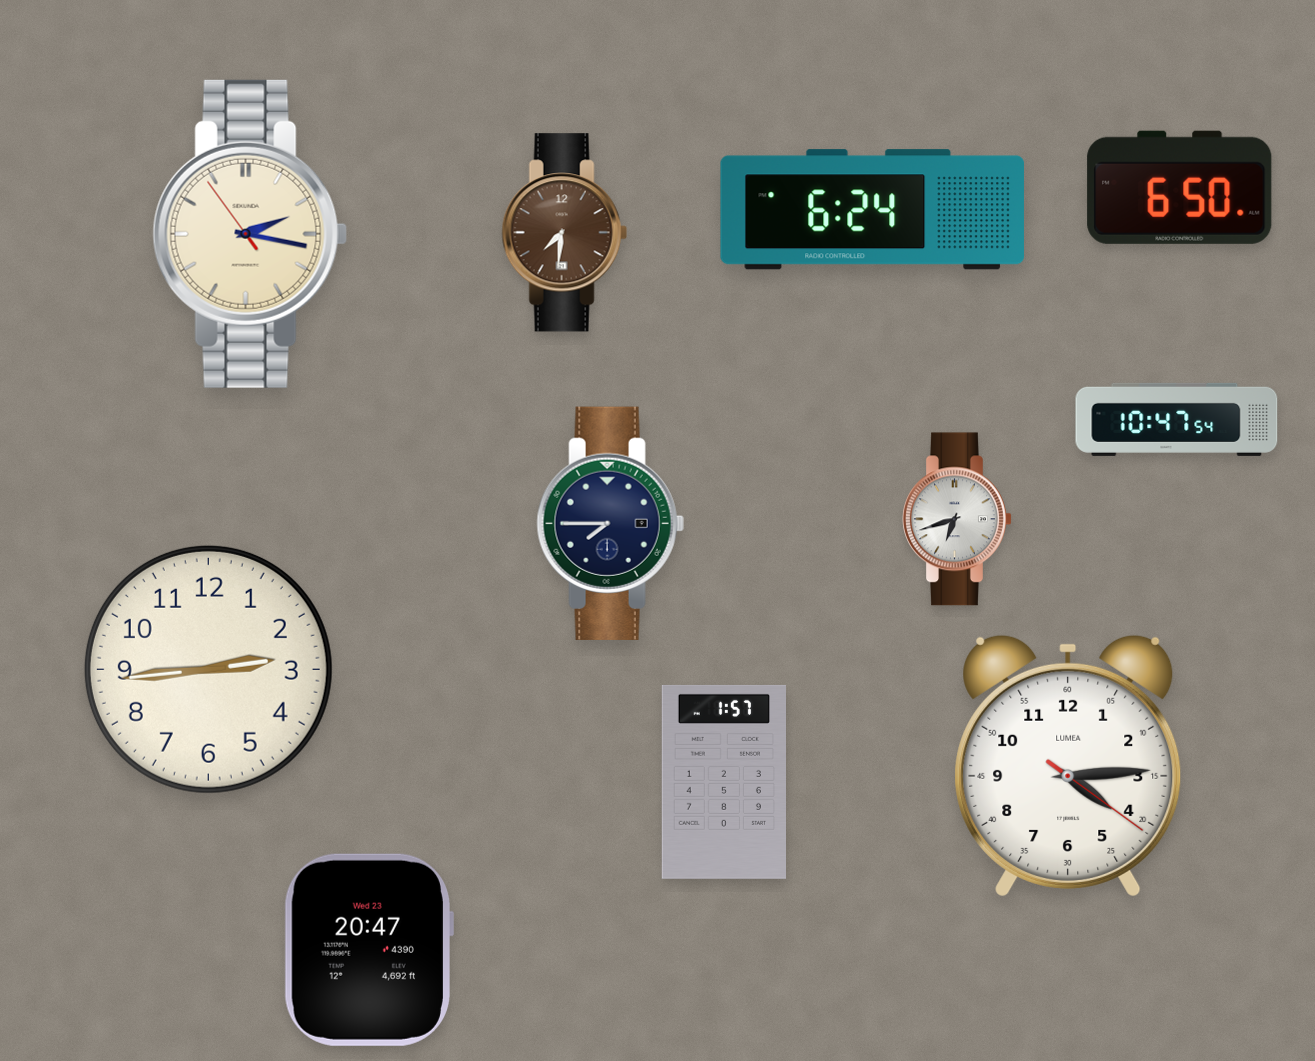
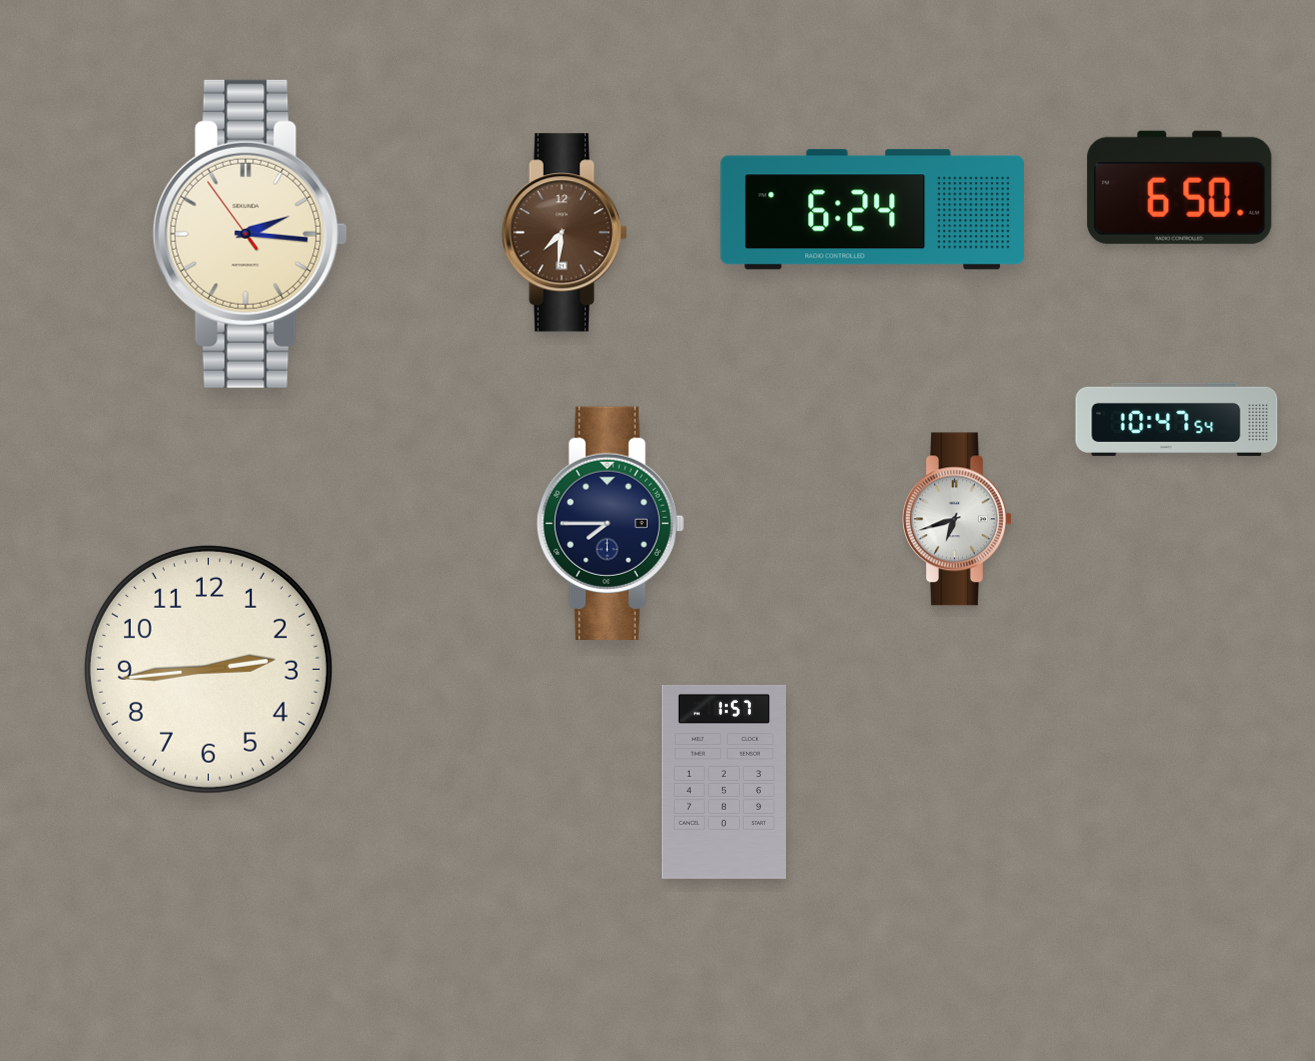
clock at (250, 234): 2:16 -> 2:15
clock at (1068, 766): 4:14 -> none
clock at (368, 950): 20:47 -> none
